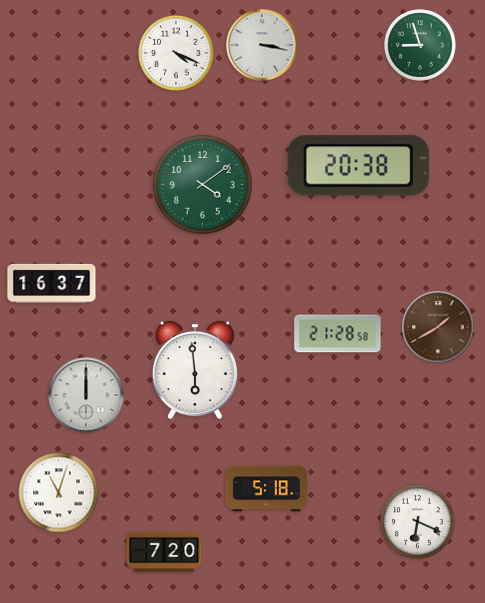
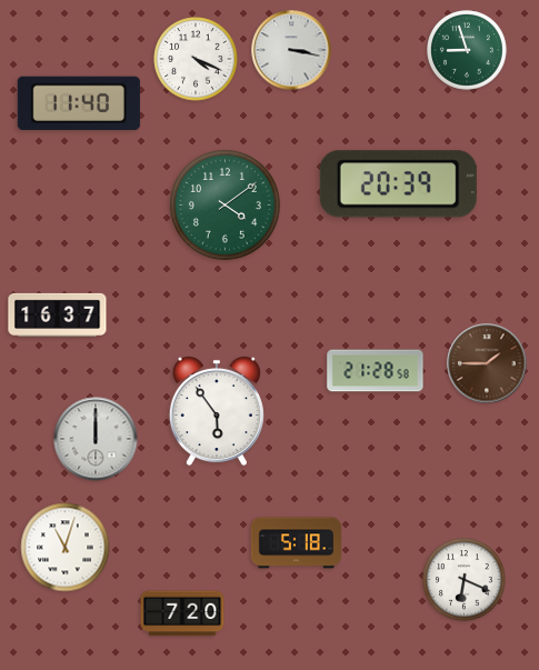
clock at (79, 102): none -> 11:40
clock at (358, 166): 20:38 -> 20:39
clock at (438, 327): 1:40 -> 1:45
clock at (195, 370): 5:59 -> 5:54
